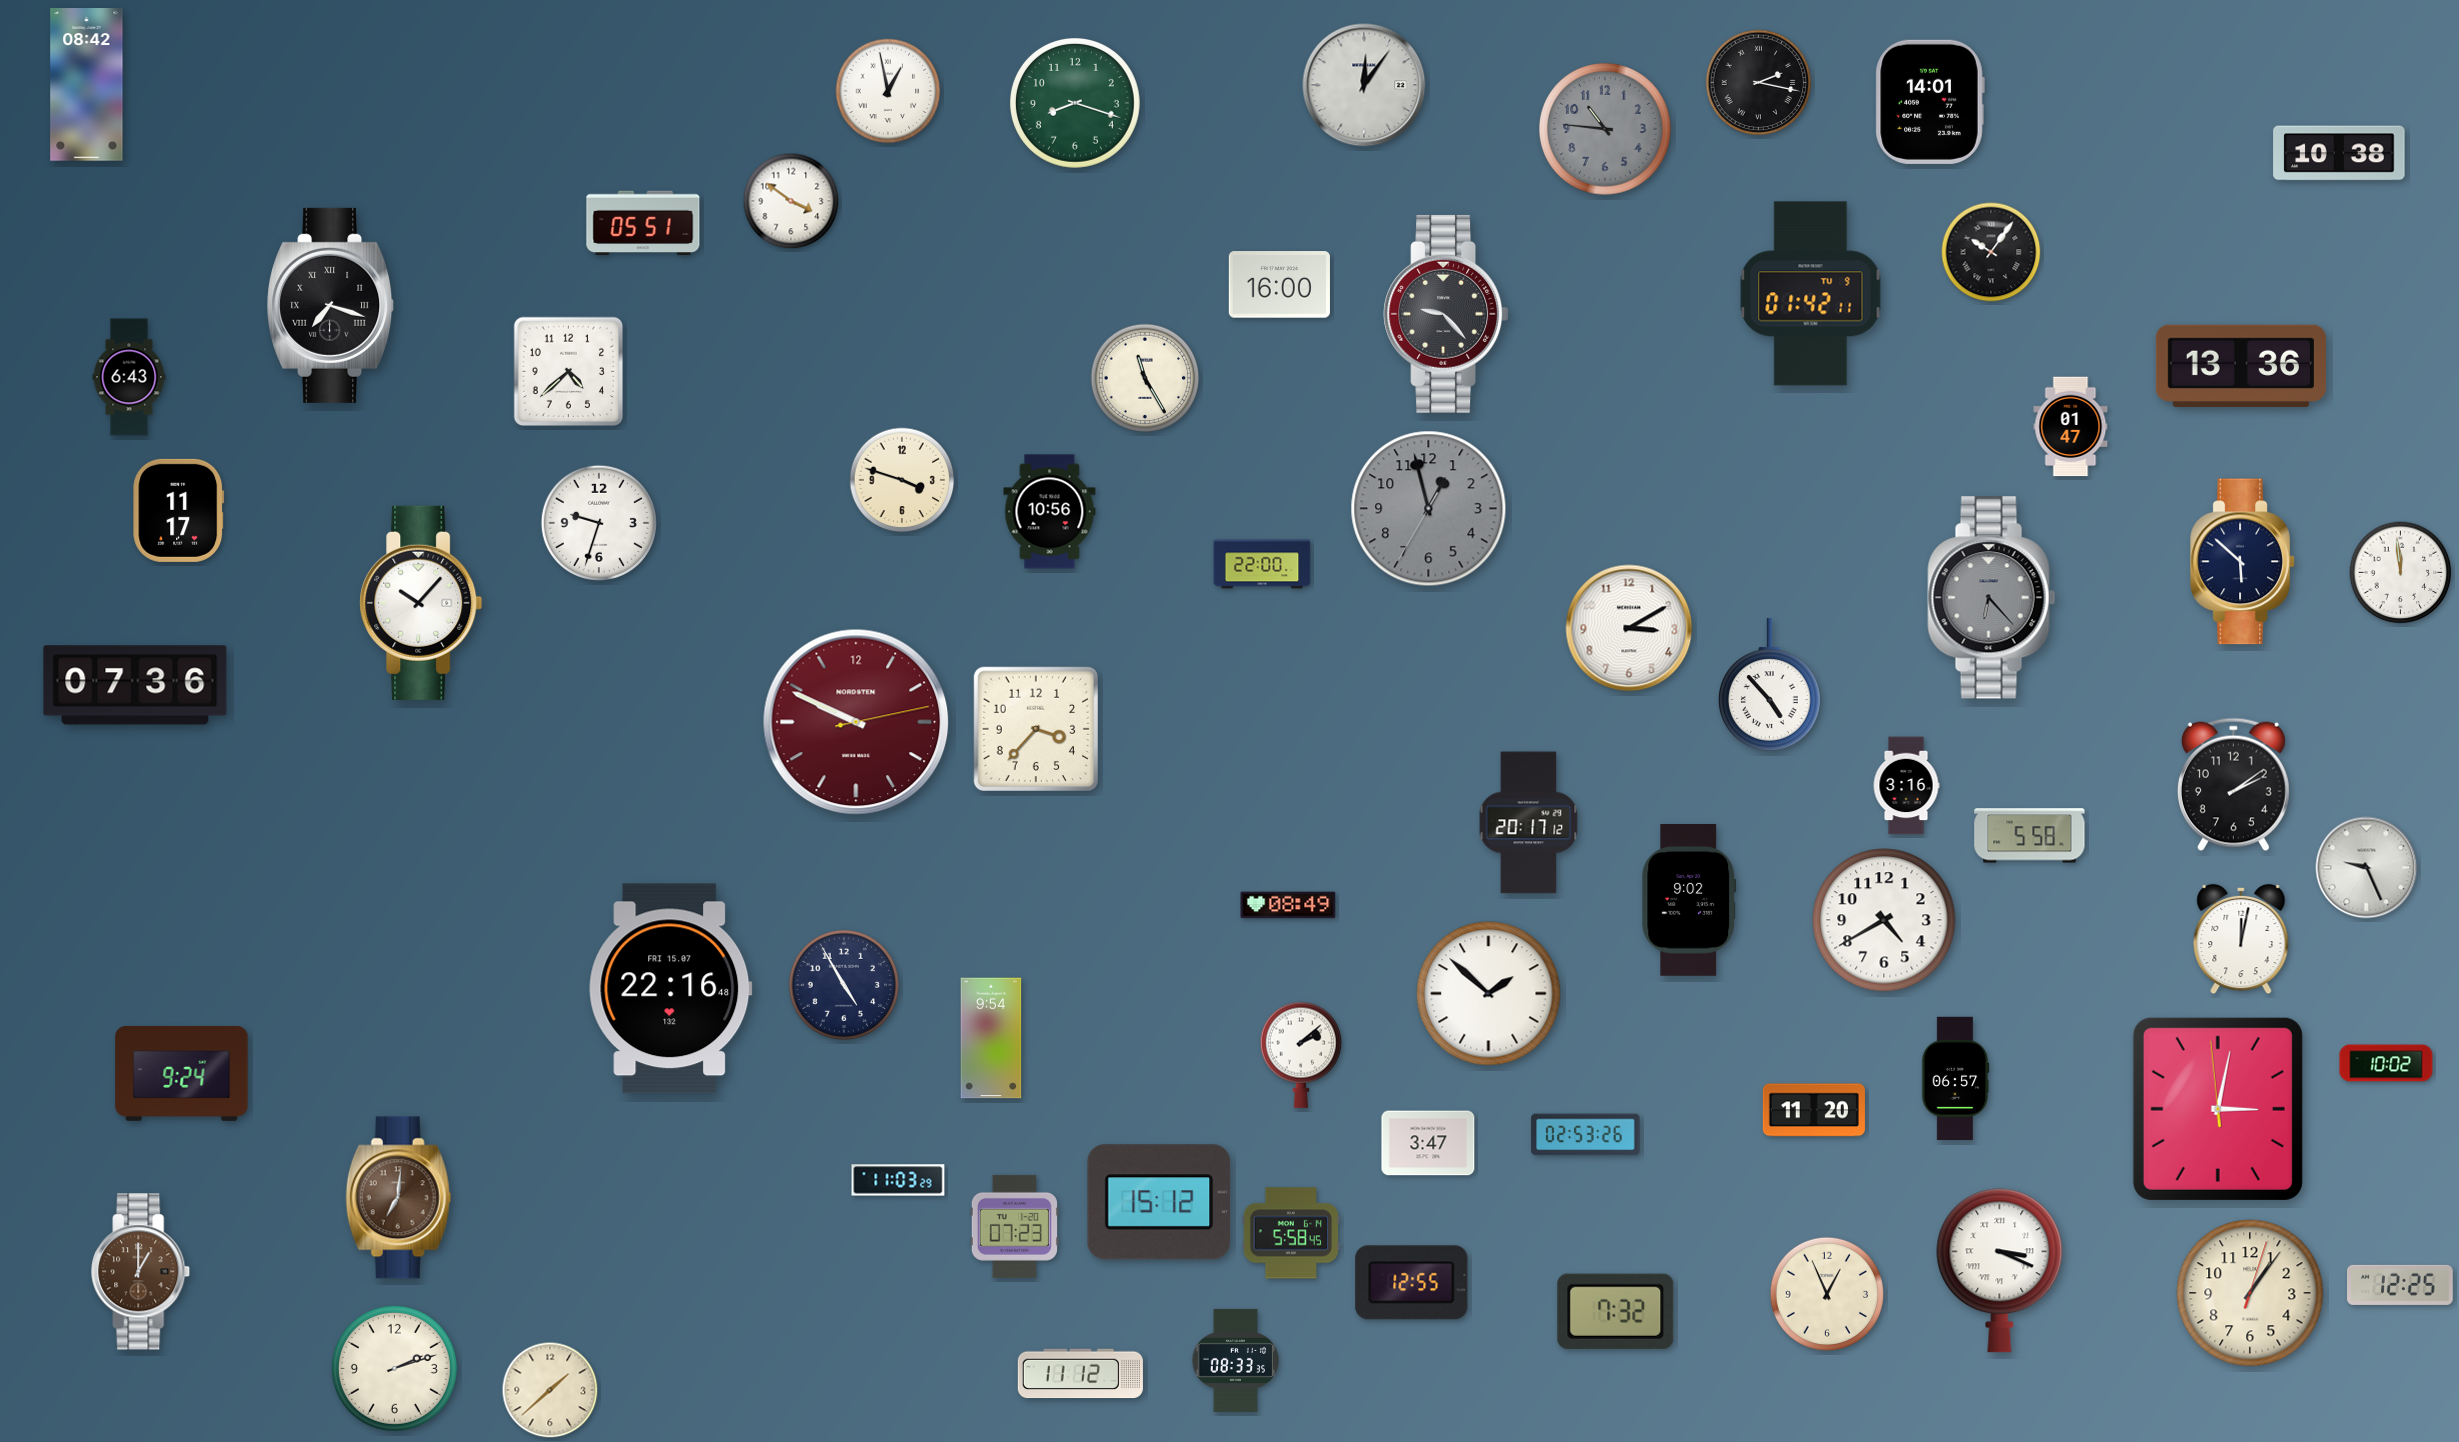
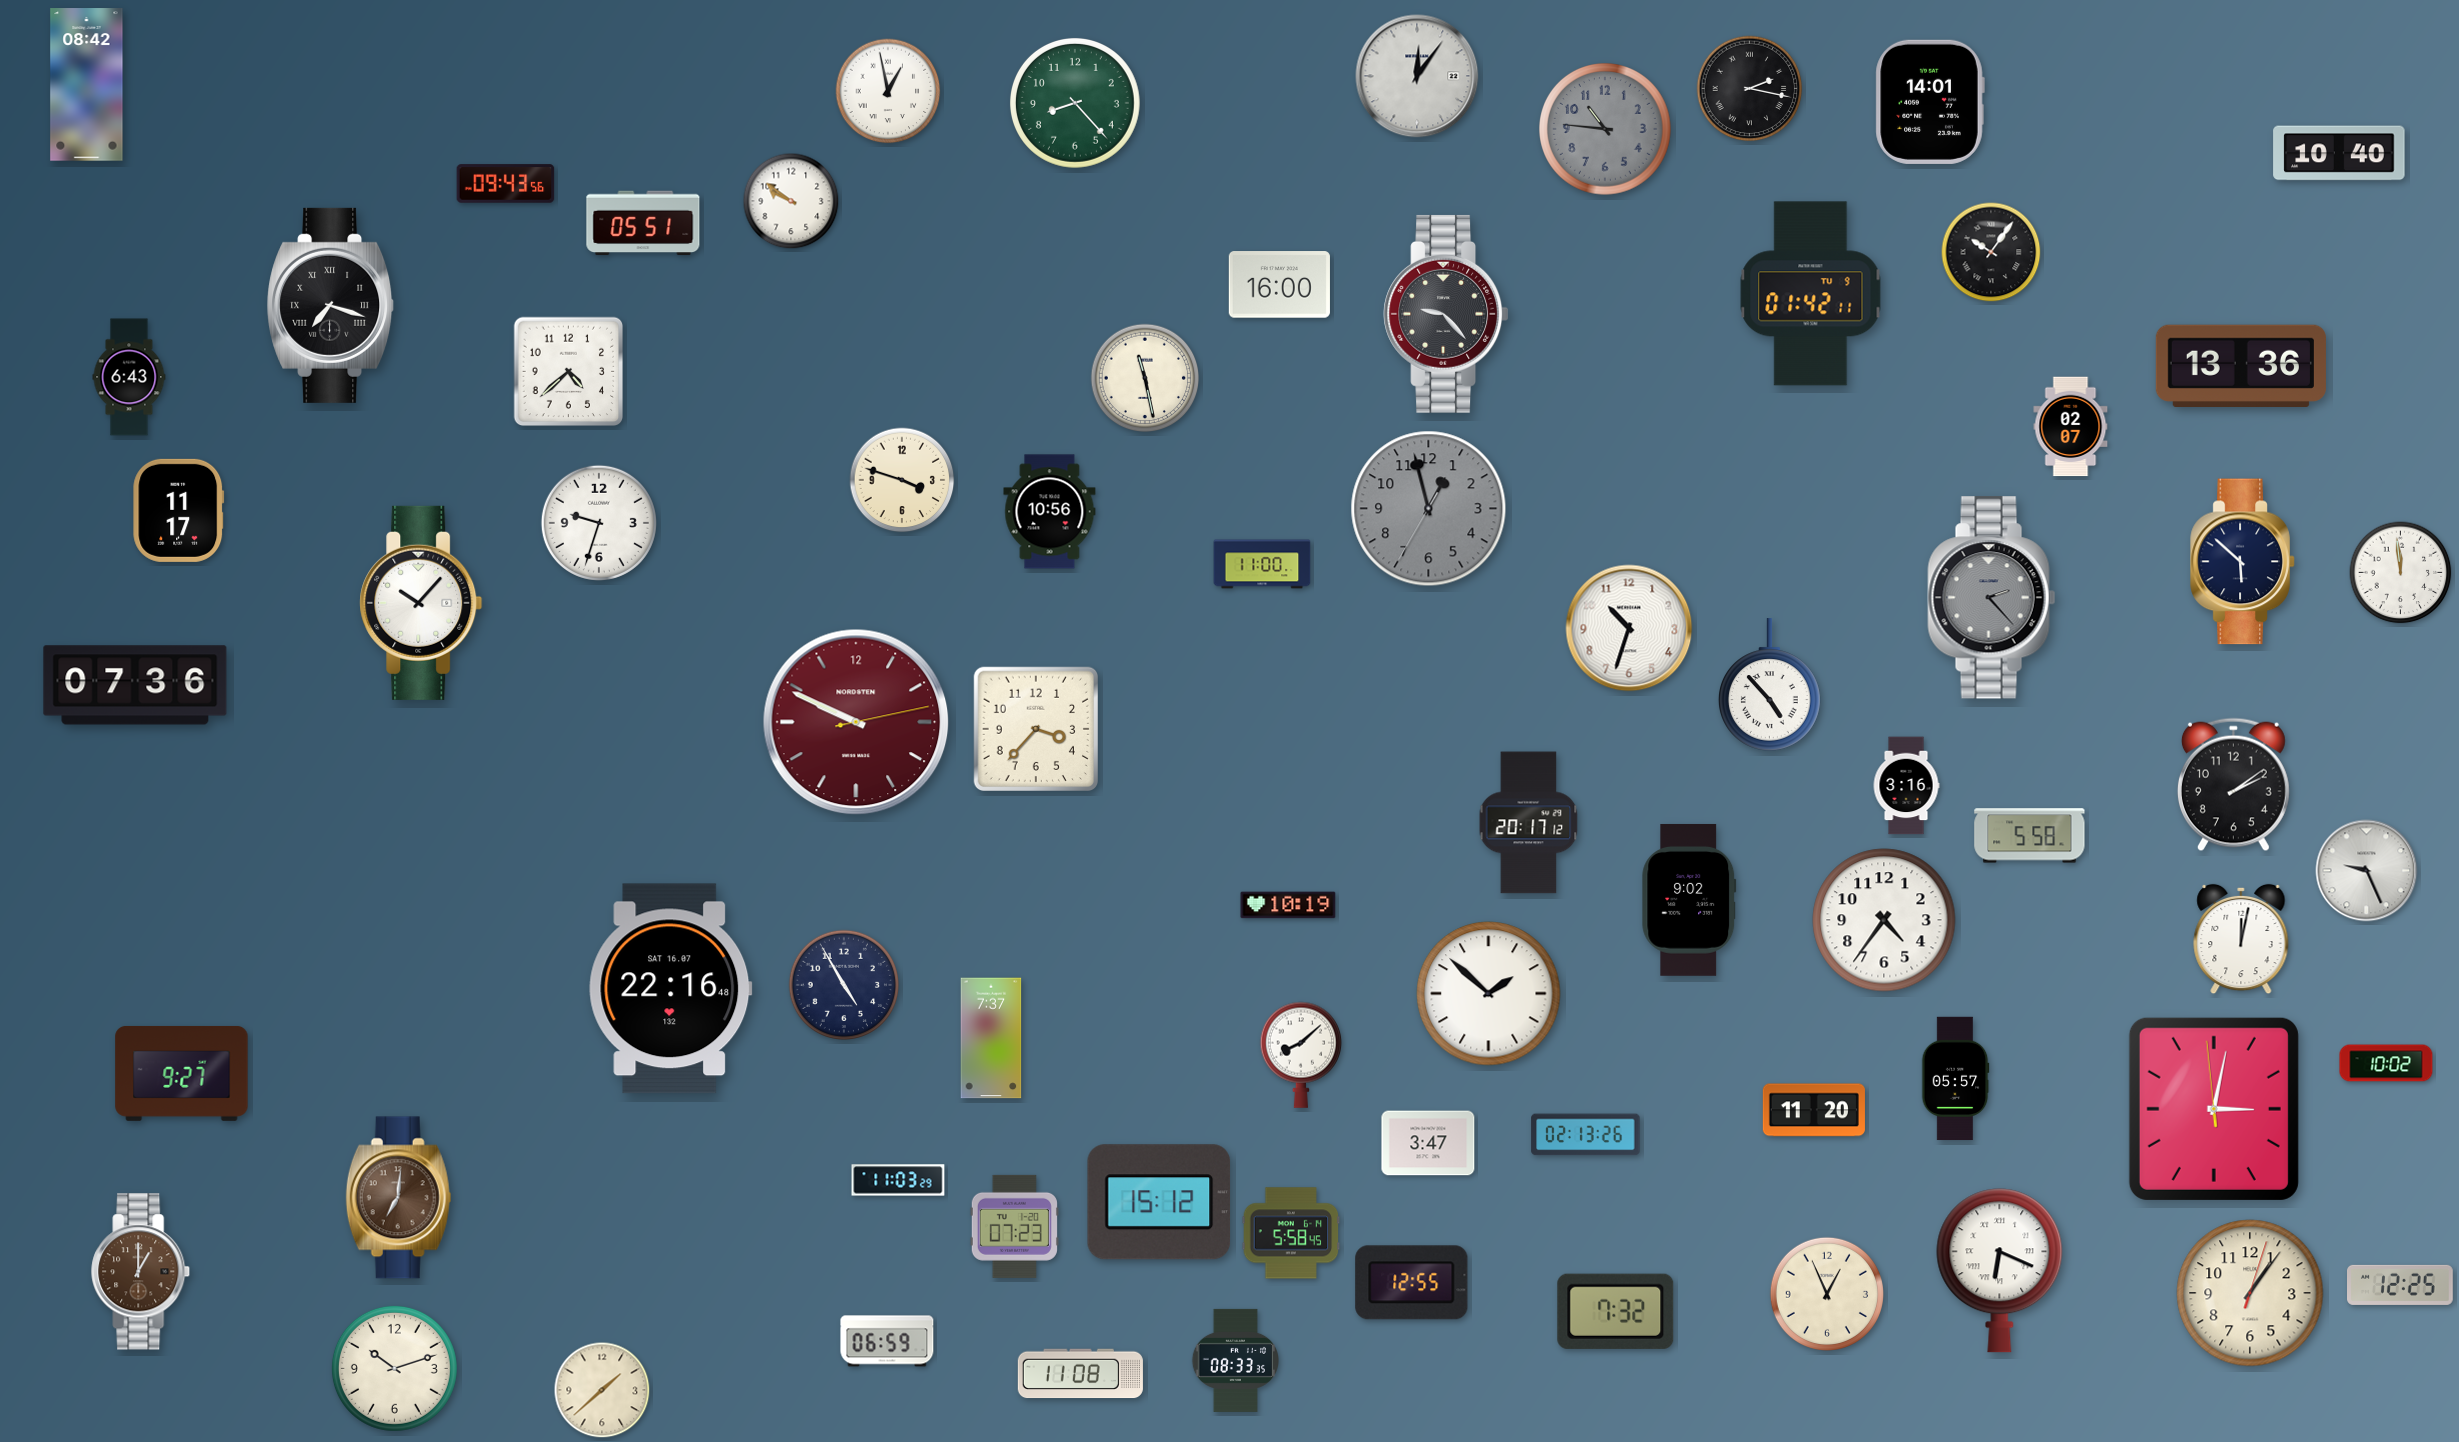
clock at (1759, 83) position: (1759, 83) -> (1750, 89)
clock at (1364, 85) position: (1364, 85) -> (1417, 76)
clock at (1075, 103): 8:18 -> 8:23
clock at (2339, 153): 10:38 -> 10:40
clock at (506, 184): none -> 09:43
clock at (791, 201): 3:51 -> 9:51
clock at (1145, 378): 11:25 -> 11:28
clock at (2071, 427): 01:47 -> 02:07
clock at (1262, 564): 22:00 -> 11:00
clock at (1992, 598): 6:23 -> 2:23
clock at (1629, 628): 3:10 -> 10:33
clock at (2367, 868) position: (2367, 868) -> (2367, 871)
clock at (1288, 905): 08:49 -> 10:19
clock at (1884, 920): 4:40 -> 4:36
clock at (671, 989) date: FRI 15.07 -> SAT 16.07
clock at (991, 1038): 9:54 -> 7:37
clock at (1301, 1055): 2:08 -> 8:08
clock at (182, 1073): 9:24 -> 9:27
clock at (1955, 1079): 06:57 -> 05:57
clock at (2218, 1109) position: (2218, 1109) -> (2214, 1109)
clock at (1586, 1135): 02:53 -> 02:13
clock at (2000, 1271): 3:19 -> 6:19
clock at (887, 1341): none -> 06:59
clock at (394, 1368): 2:12 -> 10:12
clock at (1080, 1374): 11:12 -> 11:08
clock at (550, 1390) position: (550, 1390) -> (602, 1390)
